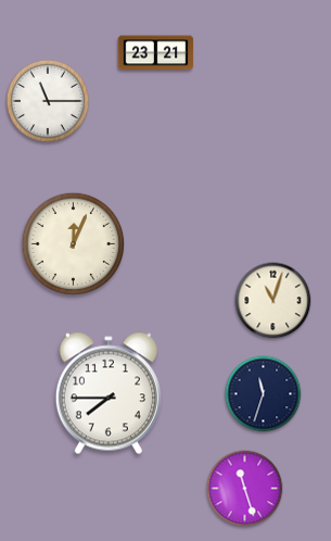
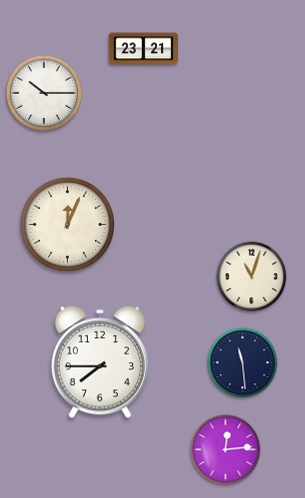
clock at (48, 101): 11:15 -> 10:15
clock at (264, 394): 11:33 -> 11:29
clock at (245, 489): 11:27 -> 12:14
